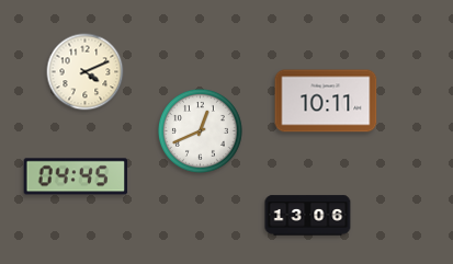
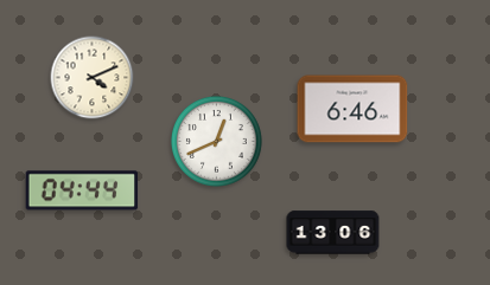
clock at (326, 101): 10:11 -> 6:46
clock at (76, 176): 04:45 -> 04:44
